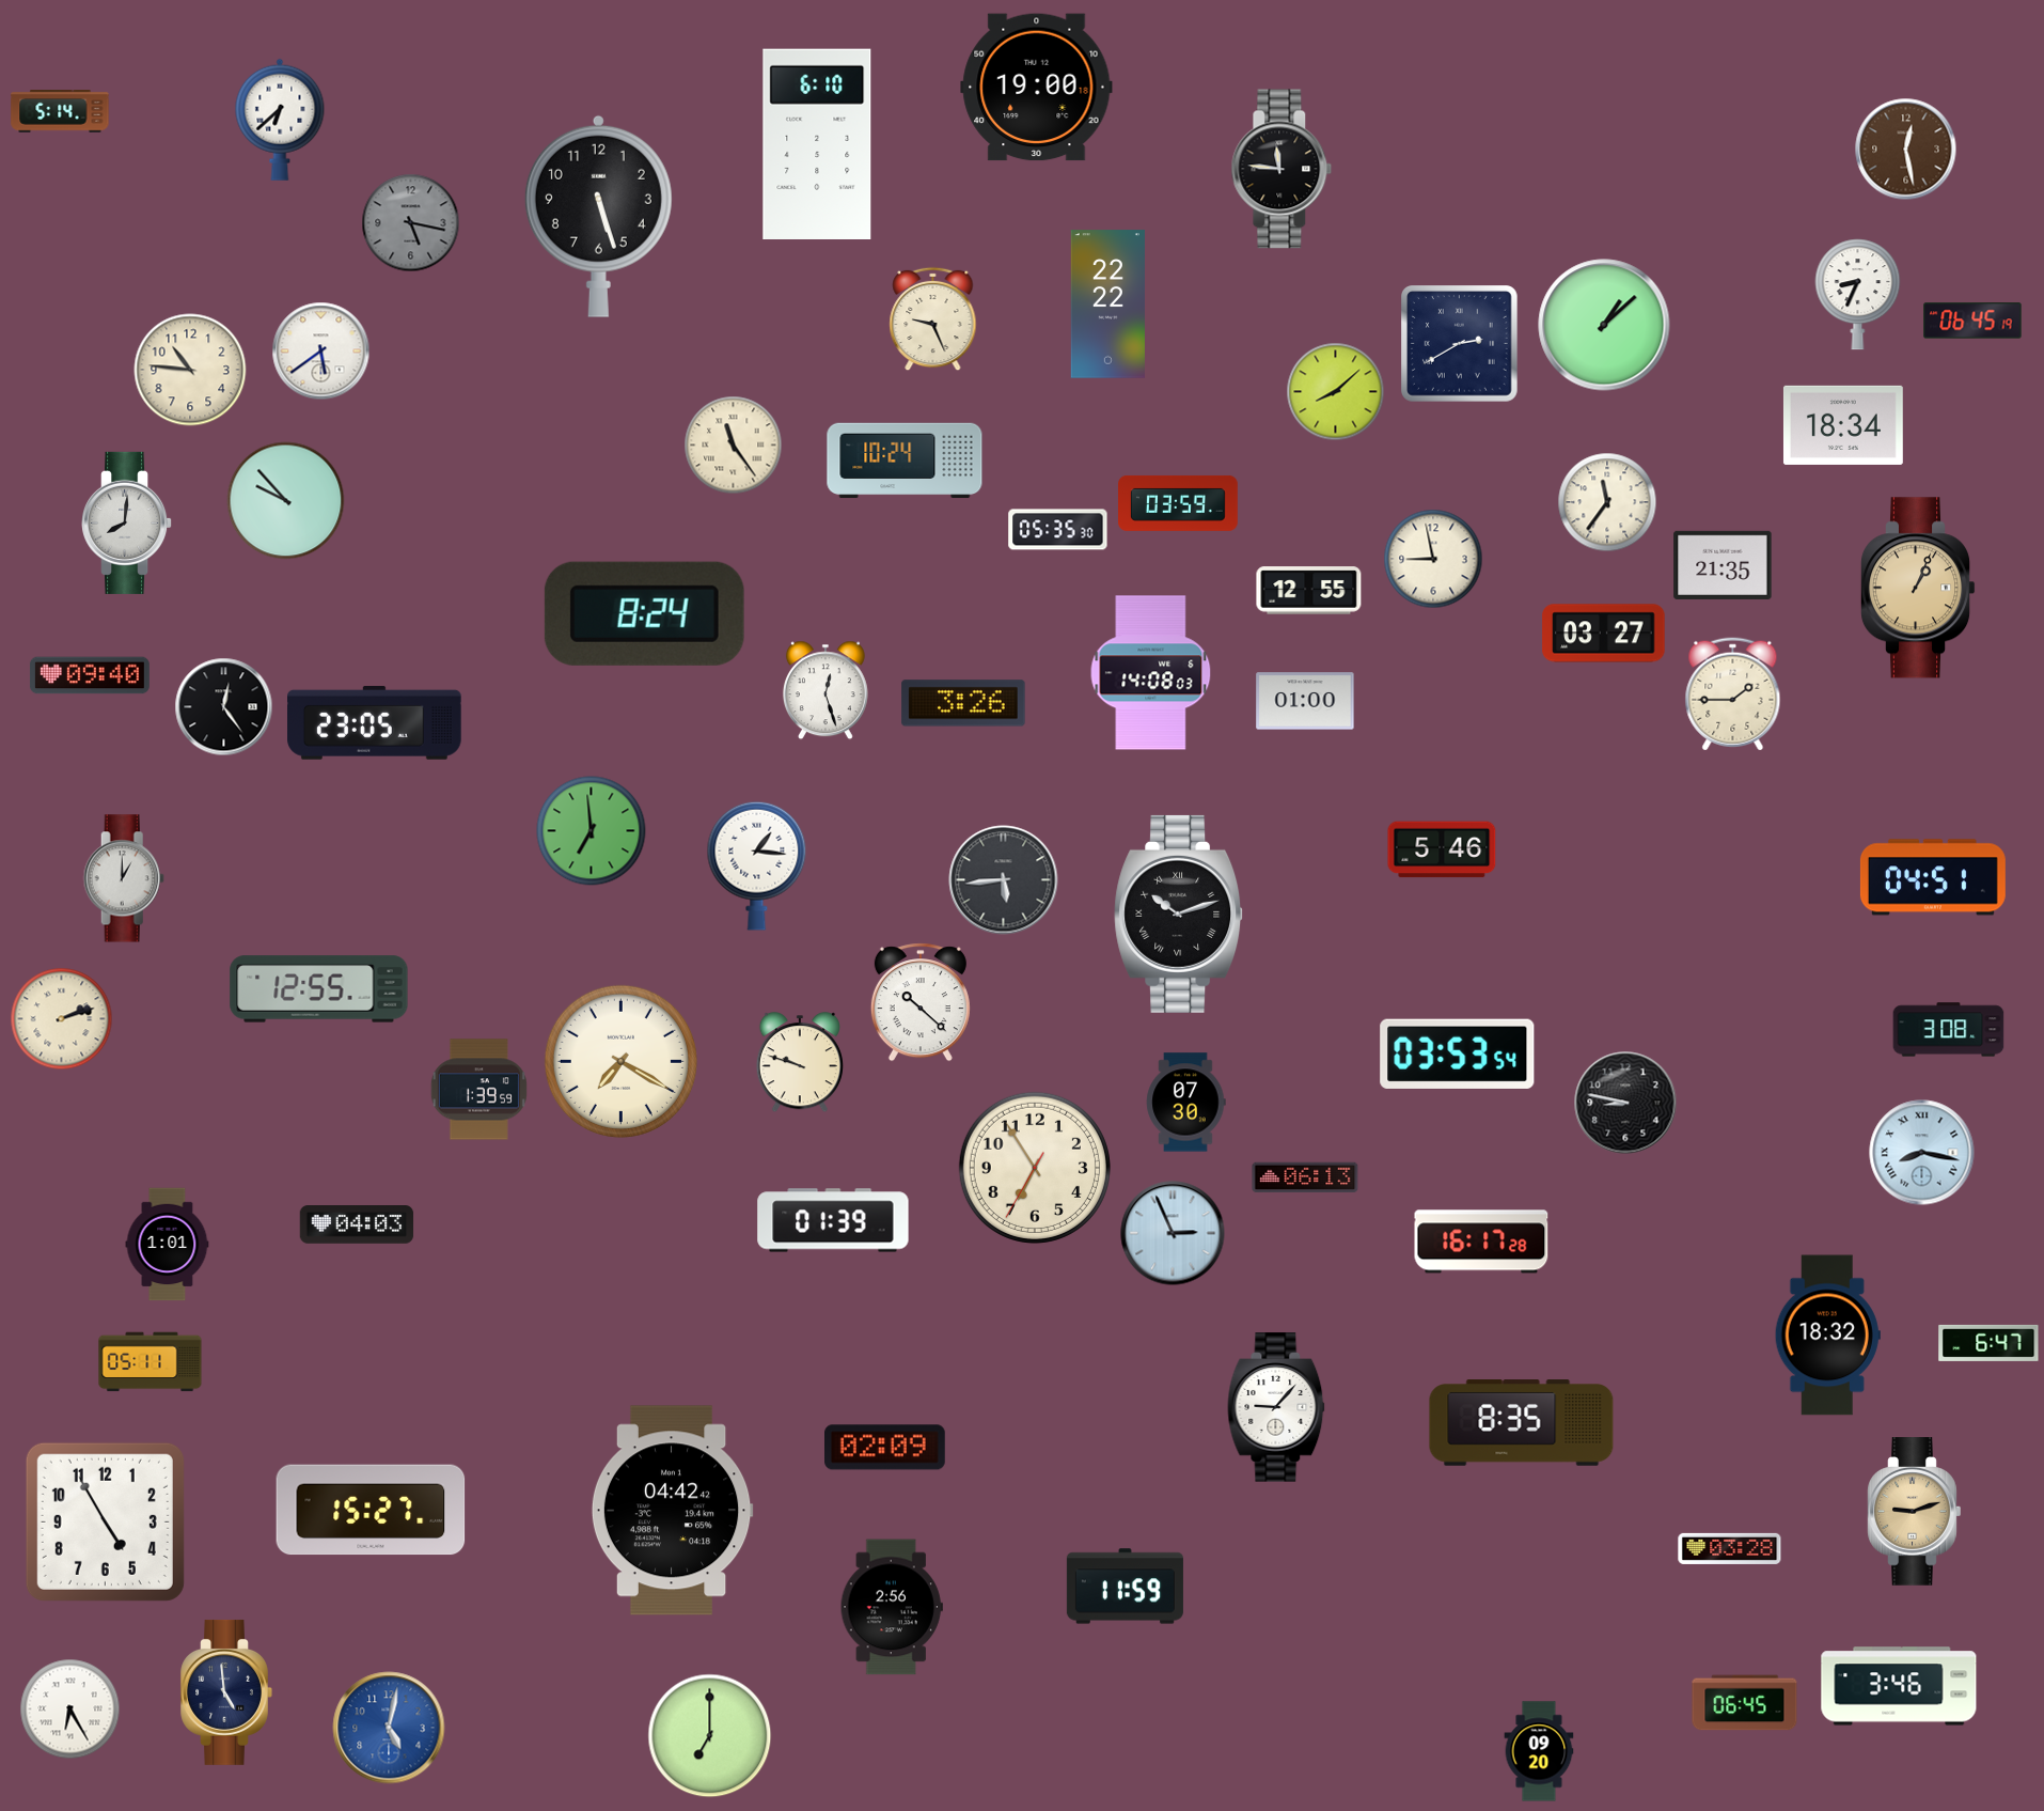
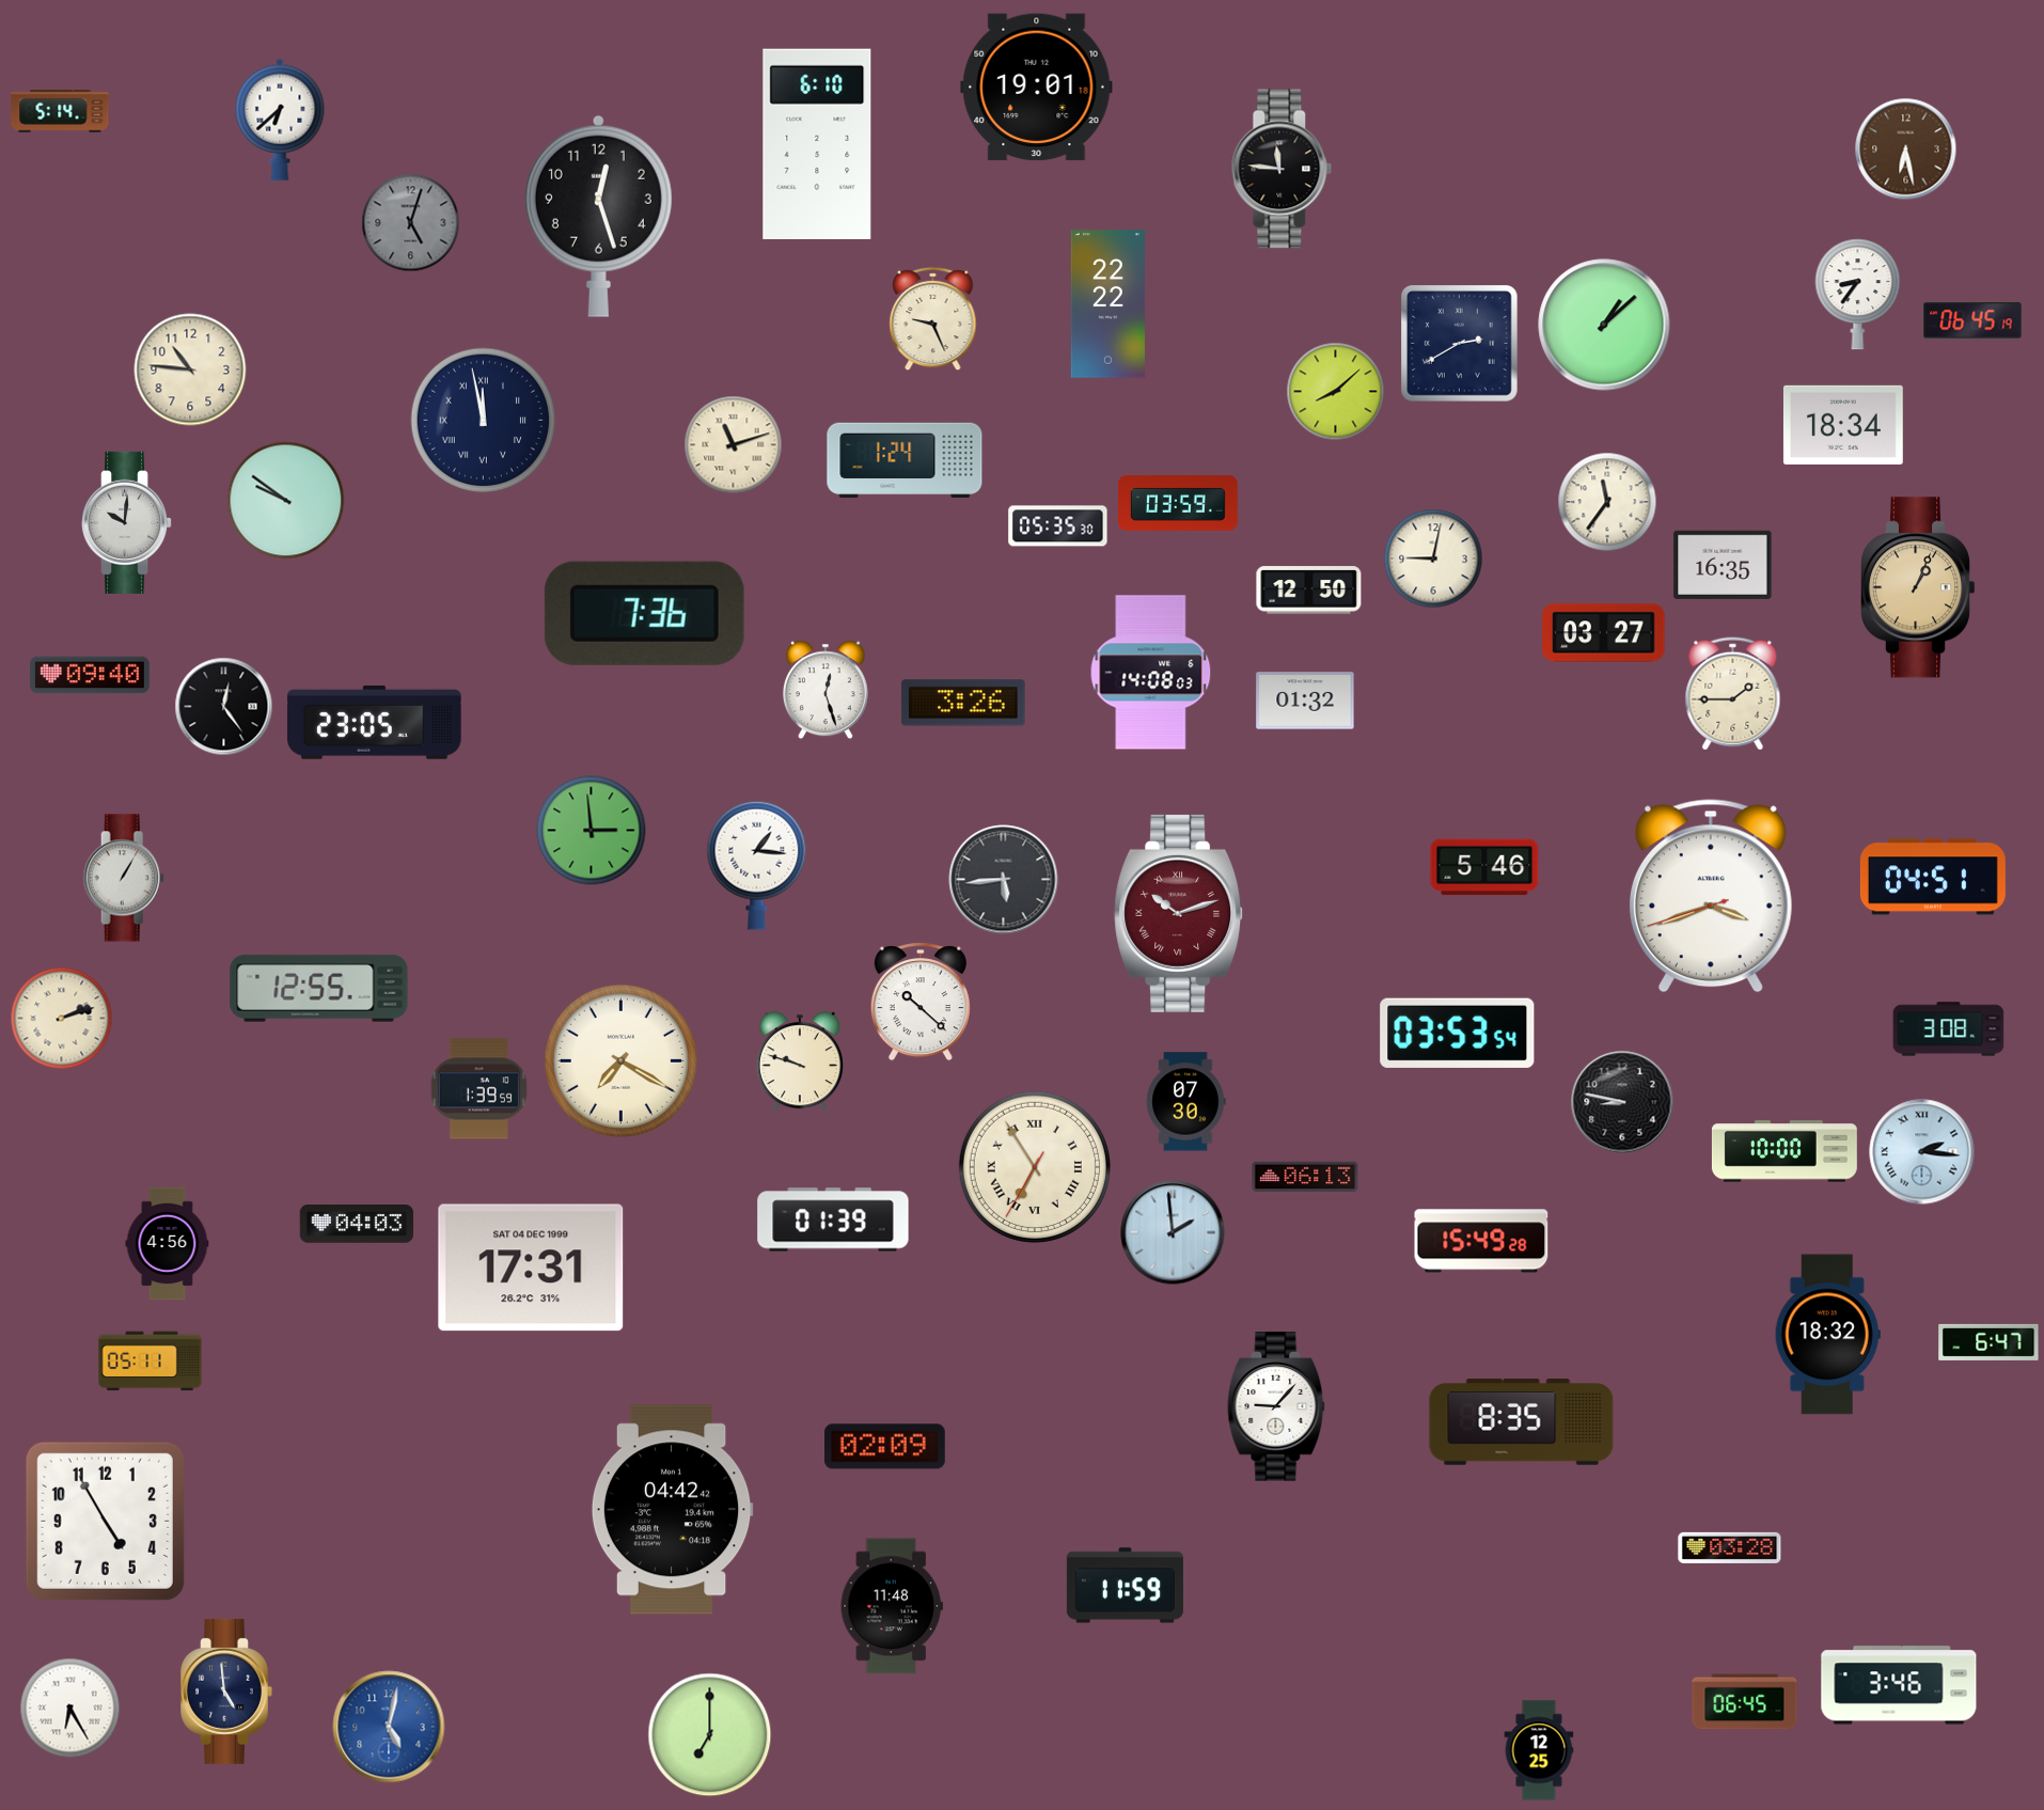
clock at (1037, 88): 19:00 -> 19:01
clock at (1906, 150): 12:28 -> 6:28
clock at (598, 216): 5:27 -> 12:27
clock at (411, 223): 5:17 -> 5:03
clock at (1858, 295): 8:34 -> 8:36
clock at (321, 352): 5:39 -> none
clock at (484, 421): none -> 11:58
clock at (734, 446): 11:24 -> 11:12
clock at (905, 460): 10:24 -> 1:24
clock at (286, 501): 9:53 -> 9:51
clock at (127, 522): 8:01 -> 10:01
clock at (1058, 530) position: (1058, 530) -> (1058, 526)
clock at (1433, 559): 8:58 -> 9:02
clock at (1723, 565): 21:35 -> 16:35
clock at (1309, 591): 12:55 -> 12:50
clock at (644, 613): 8:24 -> 7:36
clock at (1305, 701): 01:00 -> 01:32
clock at (592, 831): 6:59 -> 2:59
clock at (1442, 849) position: (1442, 849) -> (1484, 867)
clock at (124, 878): 1:00 -> 1:05
clock at (1711, 896): none -> 3:41
clock at (1179, 914) dial: black -> burgundy
clock at (1458, 1053) position: (1458, 1053) -> (1458, 1033)
clock at (1625, 1103) position: (1625, 1103) -> (1622, 1102)
clock at (1784, 1151): none -> 10:00
clock at (1922, 1153): 8:17 -> 2:16
clock at (1035, 1168) numerals: Arabic -> Roman
clock at (1173, 1233): 2:56 -> 1:59
clock at (1481, 1242): 16:17 -> 15:49
clock at (168, 1245): 1:01 -> 4:56
clock at (531, 1268): none -> 17:31
clock at (371, 1510): 15:27 -> none
clock at (1915, 1512): 9:12 -> none
clock at (892, 1607): 2:56 -> 11:48
clock at (1539, 1751): 09:20 -> 12:25
